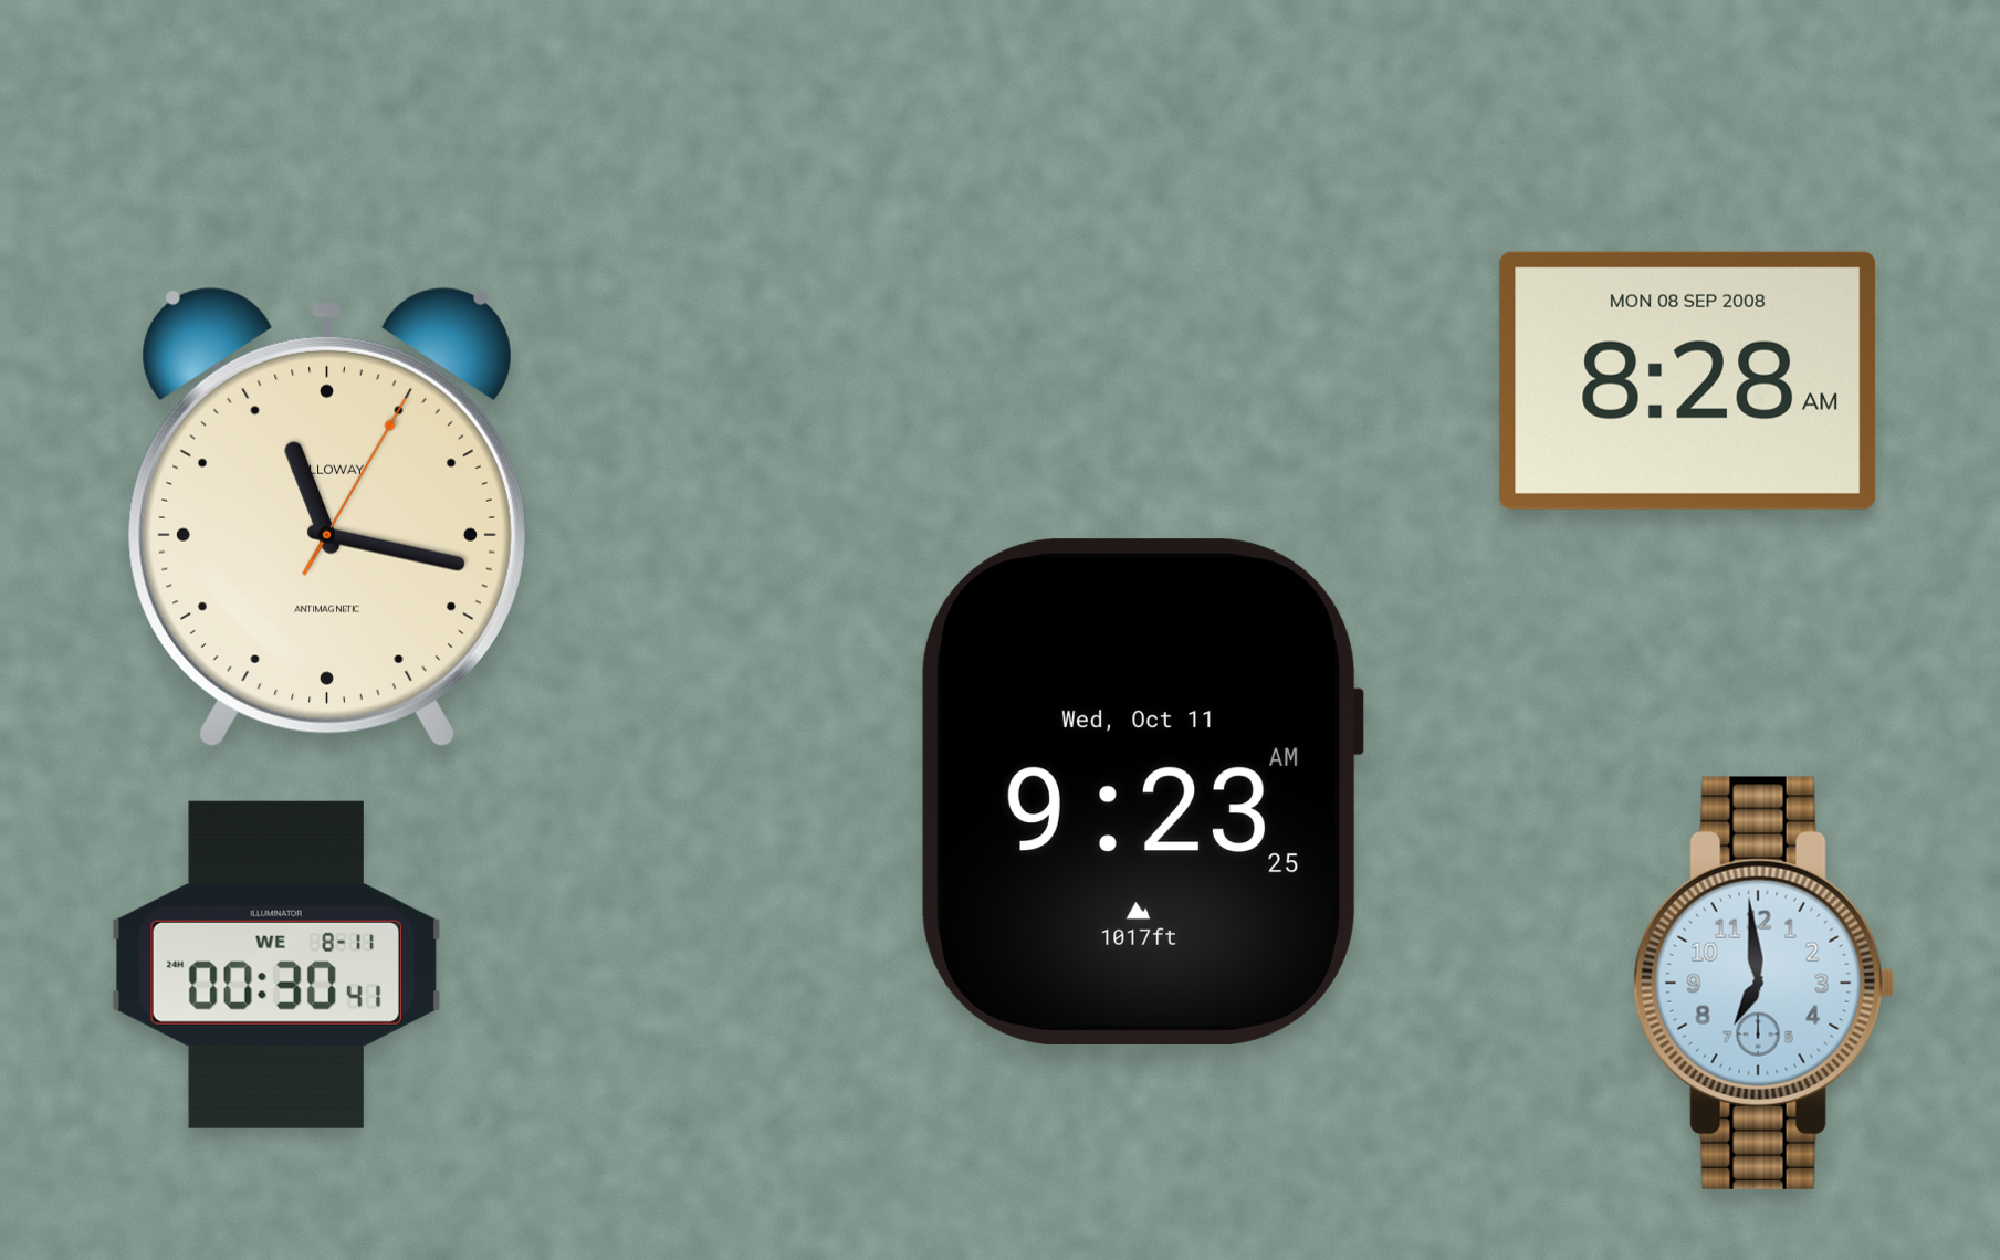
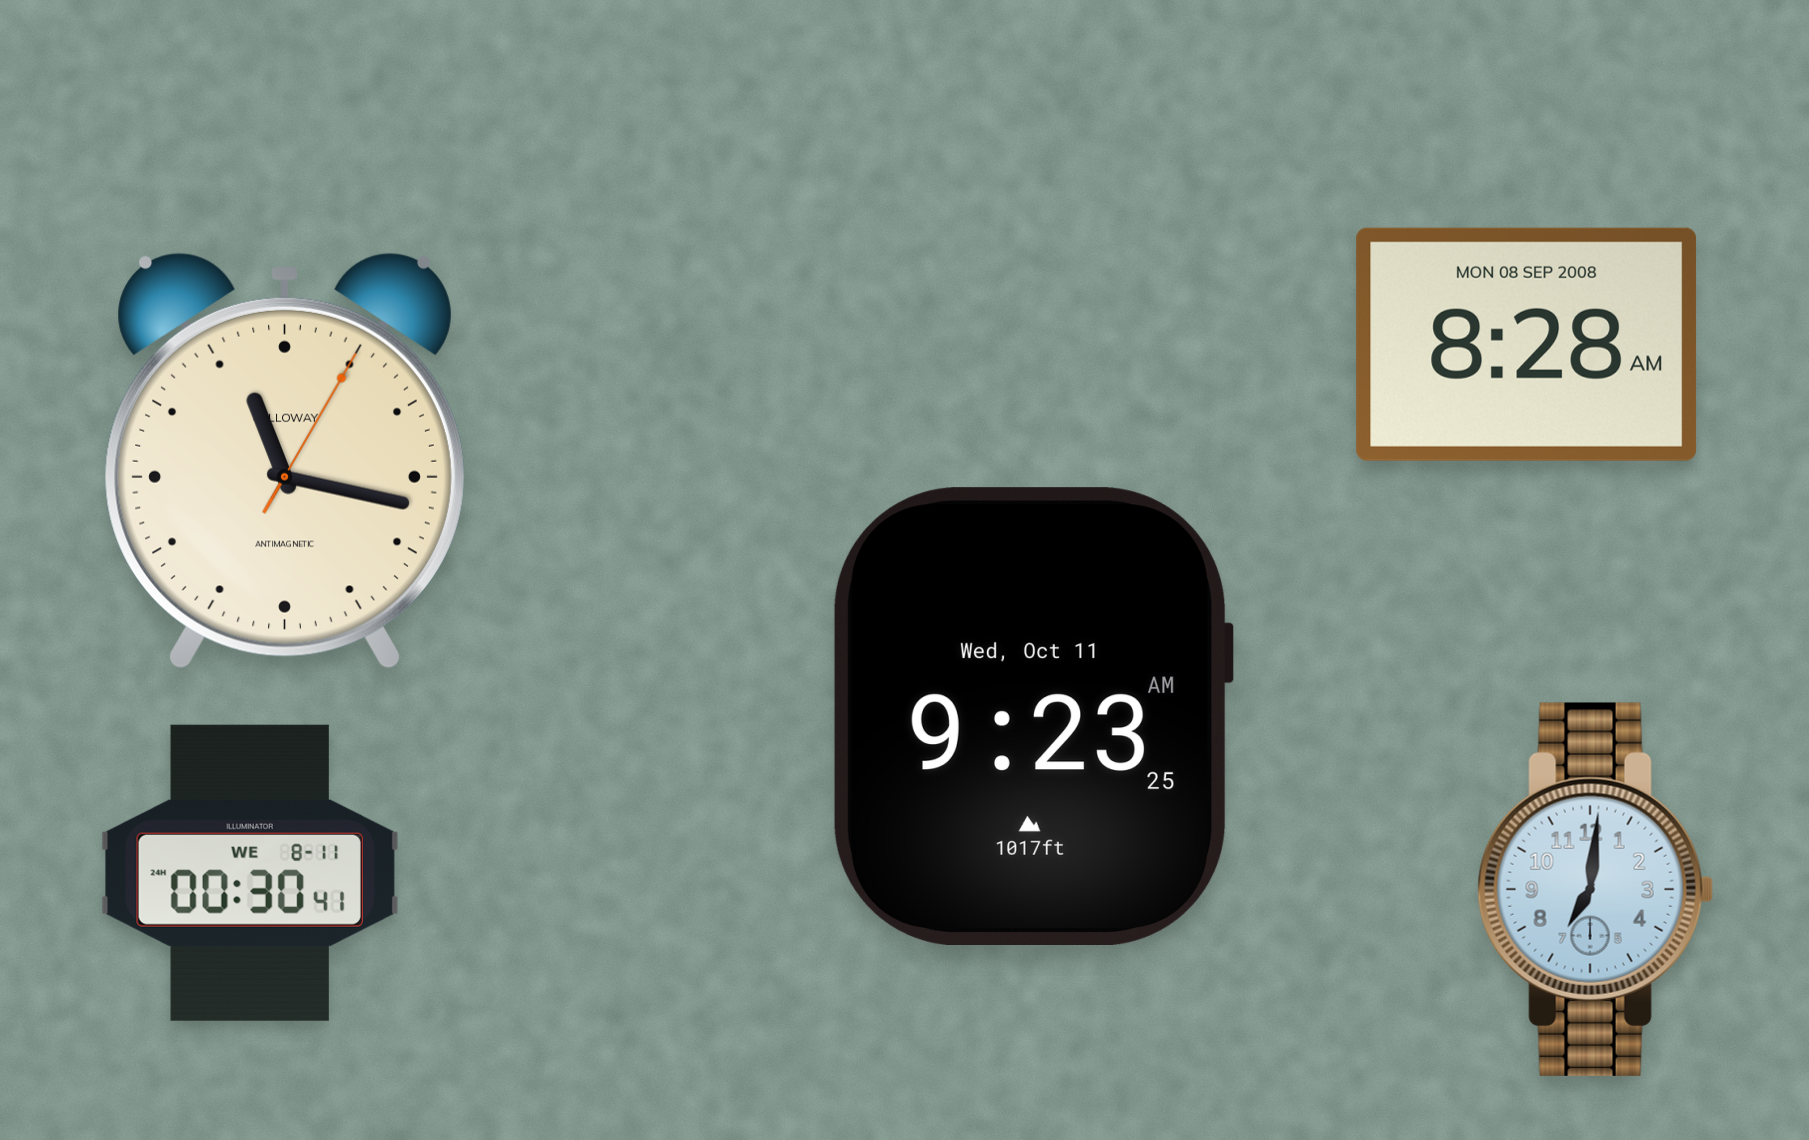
clock at (327, 517) position: (327, 517) -> (285, 461)
clock at (1763, 983): 6:59 -> 7:01
